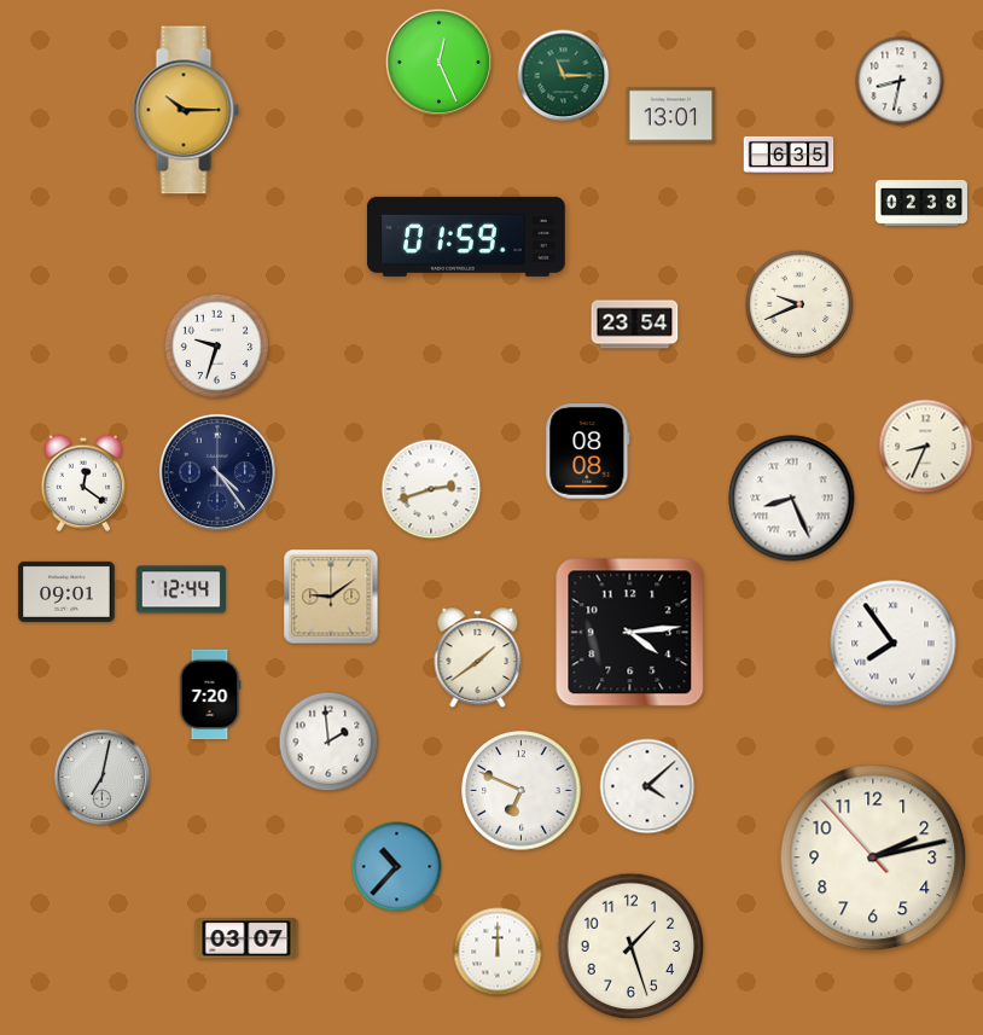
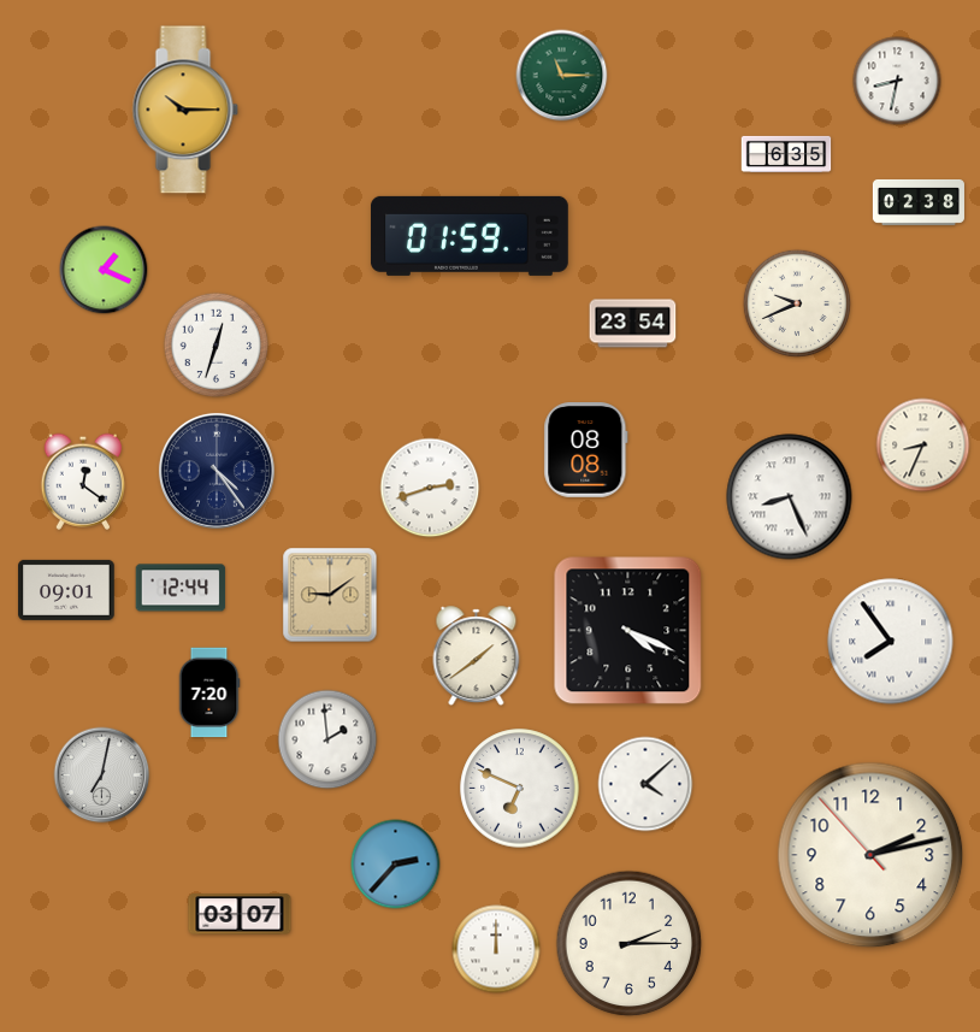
clock at (438, 62): 12:26 -> none
clock at (671, 116): 13:01 -> none
clock at (466, 237) position: (466, 237) -> (470, 236)
clock at (104, 270): none -> 1:19
clock at (217, 347): 9:33 -> 12:33
clock at (630, 633): 4:14 -> 4:19
clock at (397, 867): 10:37 -> 2:37
clock at (246, 938) position: (246, 938) -> (240, 914)
clock at (632, 947): 1:27 -> 2:15
